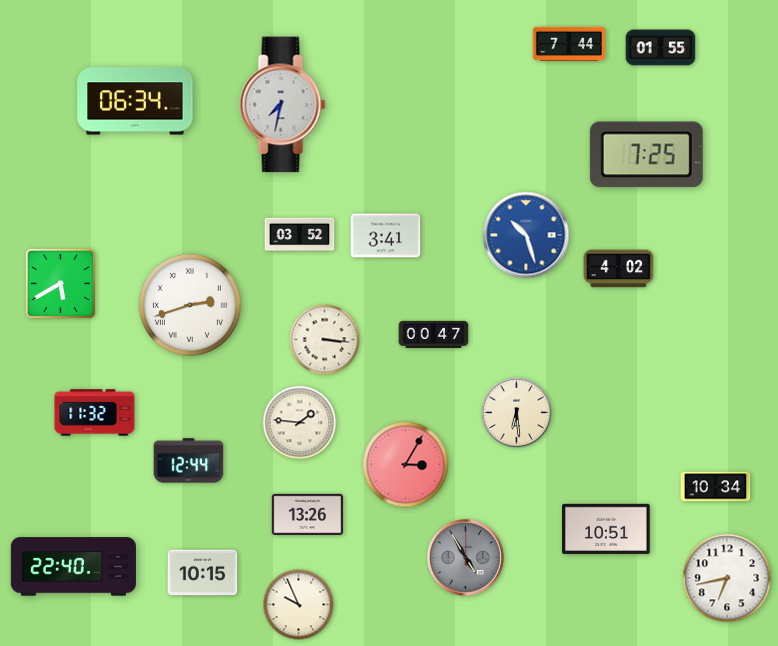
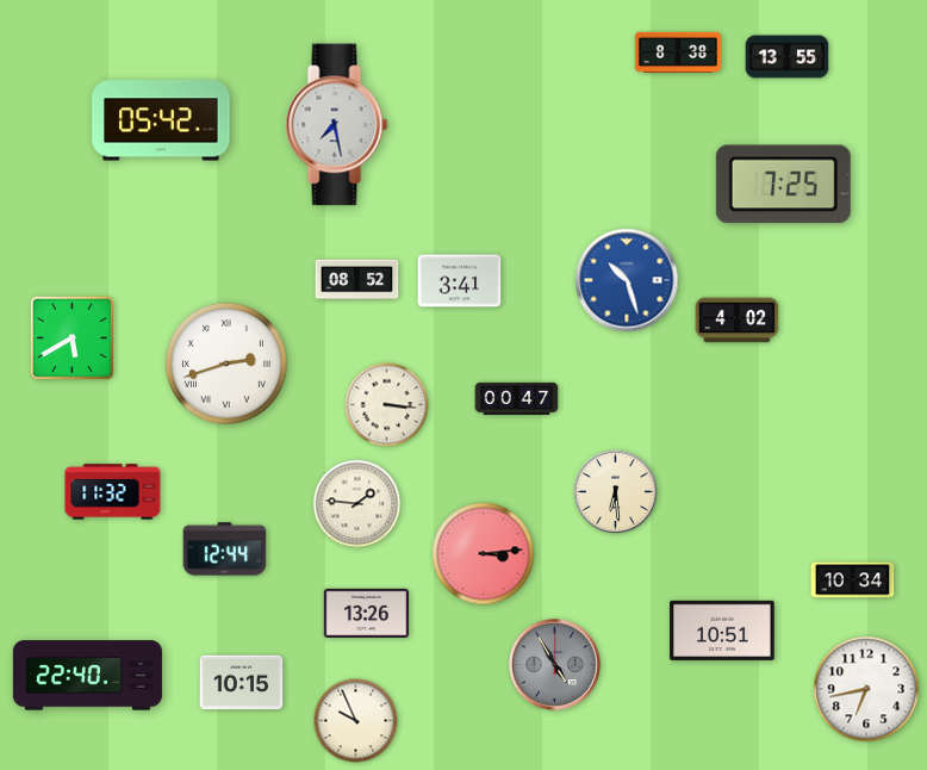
clock at (569, 43): 7:44 -> 8:38
clock at (661, 48): 01:55 -> 13:55
clock at (135, 101): 06:34 -> 05:42
clock at (283, 105): 7:32 -> 7:28
clock at (646, 155) position: (646, 155) -> (783, 185)
clock at (300, 235): 03:52 -> 08:52
clock at (406, 465): 3:05 -> 3:14
